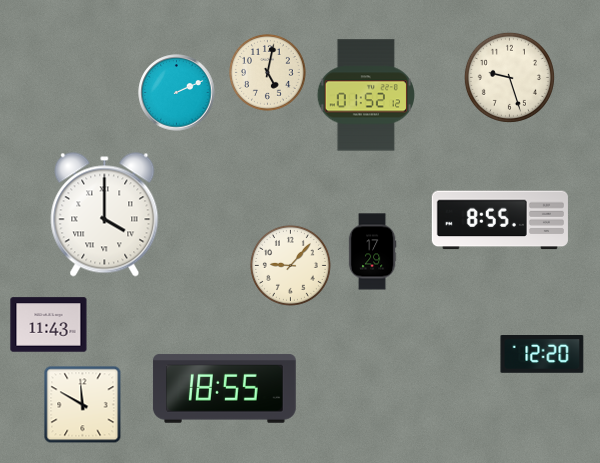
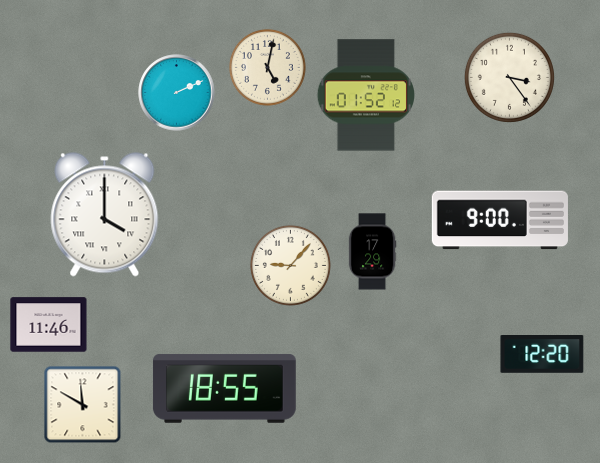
clock at (267, 72) position: (267, 72) -> (267, 67)
clock at (509, 77): 9:27 -> 3:24
clock at (500, 220): 8:55 -> 9:00
clock at (49, 325): 11:43 -> 11:46
